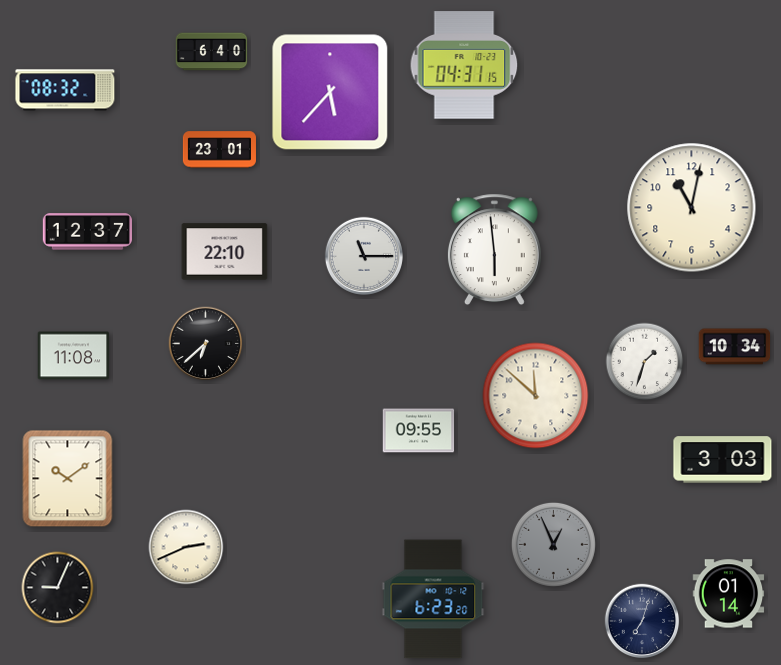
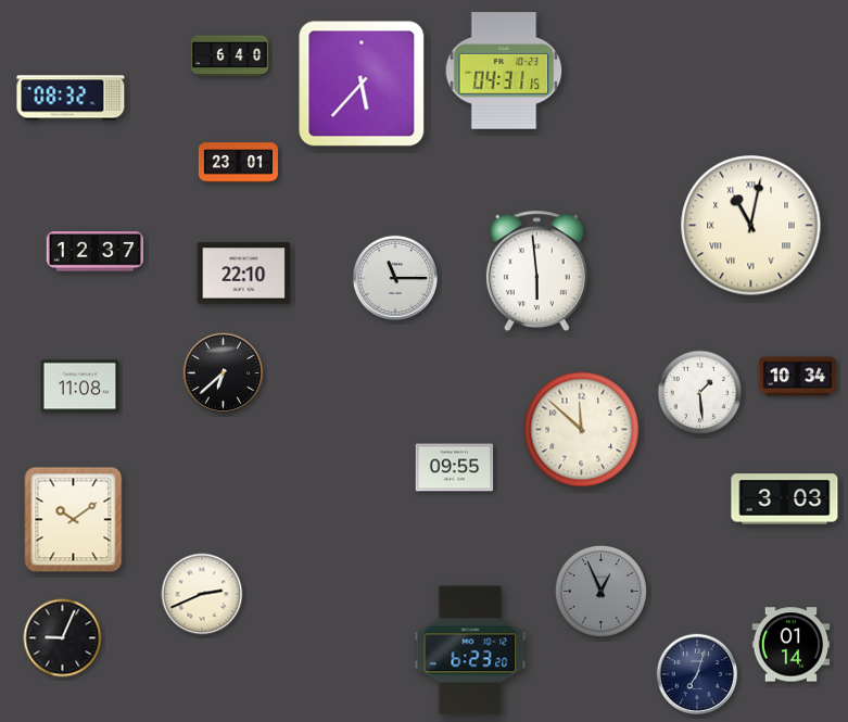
clock at (330, 92) position: (330, 92) -> (362, 84)
clock at (692, 208) numerals: Arabic -> Roman
clock at (645, 362): 1:33 -> 1:29
